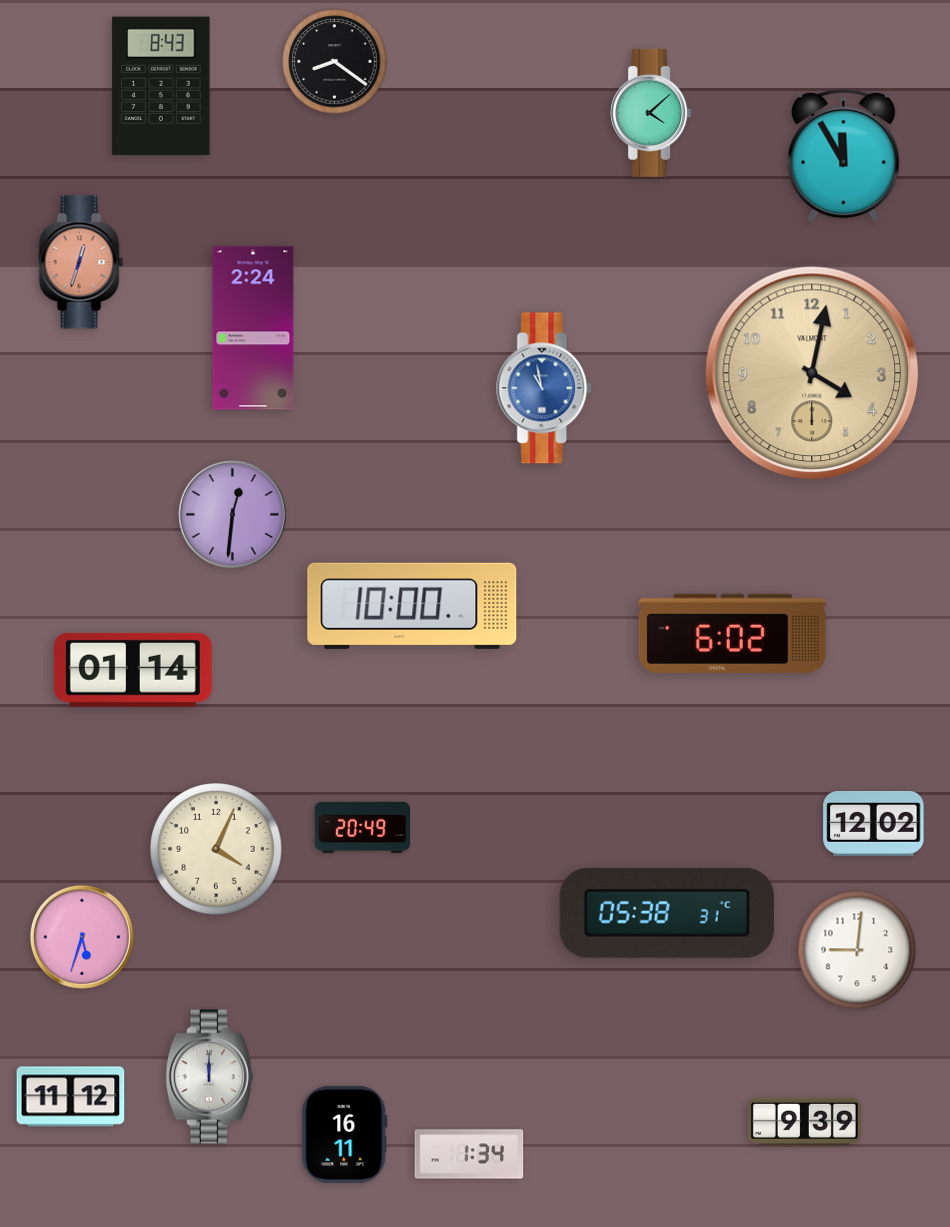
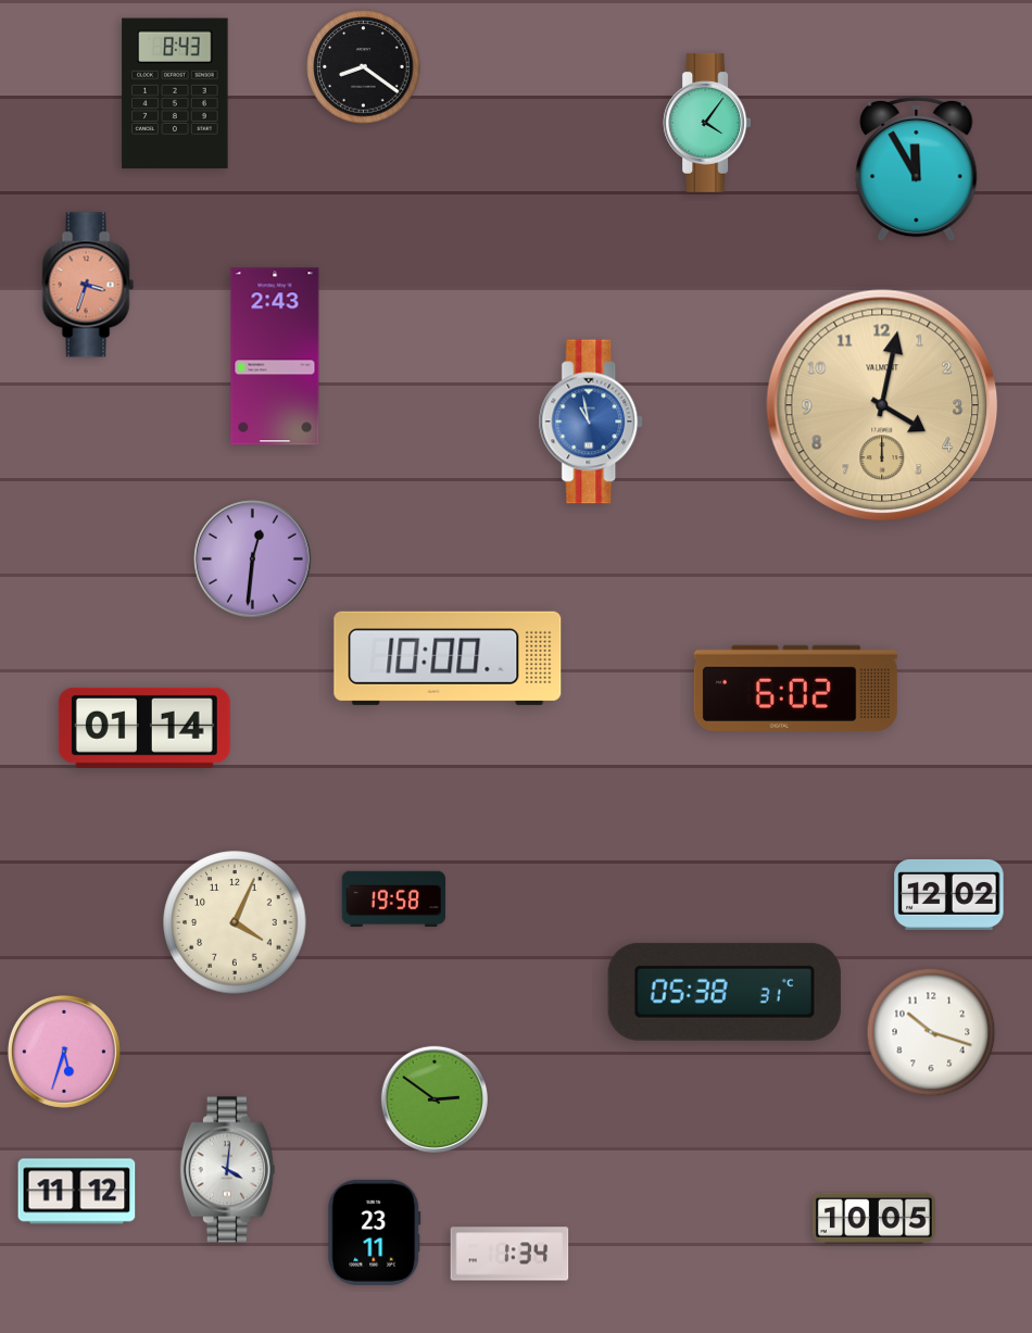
clock at (651, 113): 4:08 -> 4:06
clock at (81, 262): 12:33 -> 3:33
clock at (253, 328): 2:24 -> 2:43
clock at (362, 827): 20:49 -> 19:58
clock at (82, 937) position: (82, 937) -> (64, 1052)
clock at (857, 950): 9:01 -> 10:18
clock at (435, 1099): none -> 2:51
clock at (209, 1077): 12:00 -> 4:01
clock at (804, 1121): 9:39 -> 10:05
clock at (345, 1134): 16:11 -> 23:11
